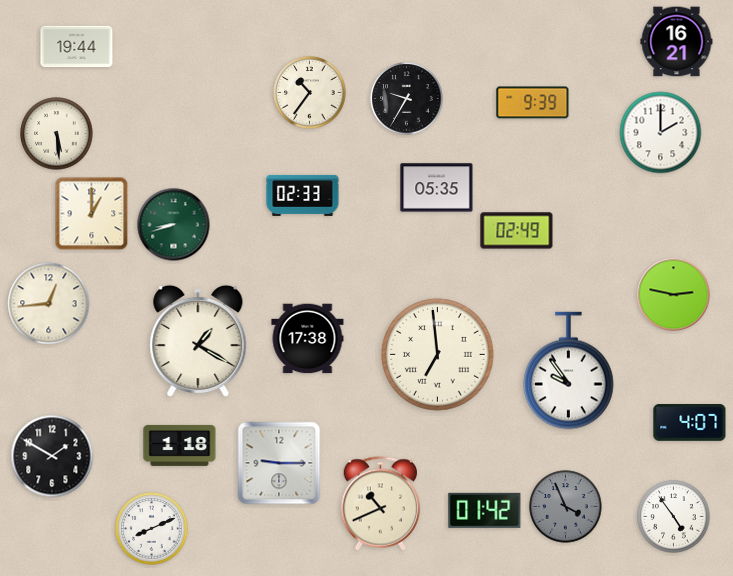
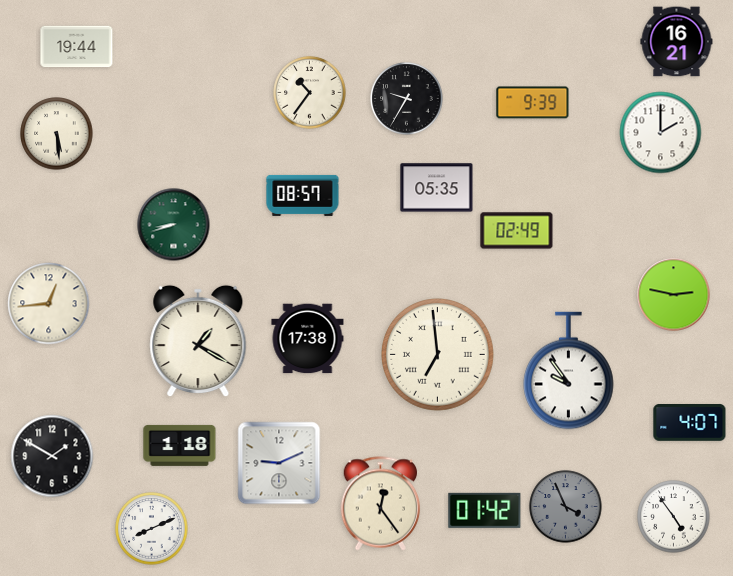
clock at (303, 195): 02:33 -> 08:57
clock at (92, 214): 1:00 -> none
clock at (279, 463): 9:15 -> 9:11
clock at (381, 504): 10:41 -> 12:24
